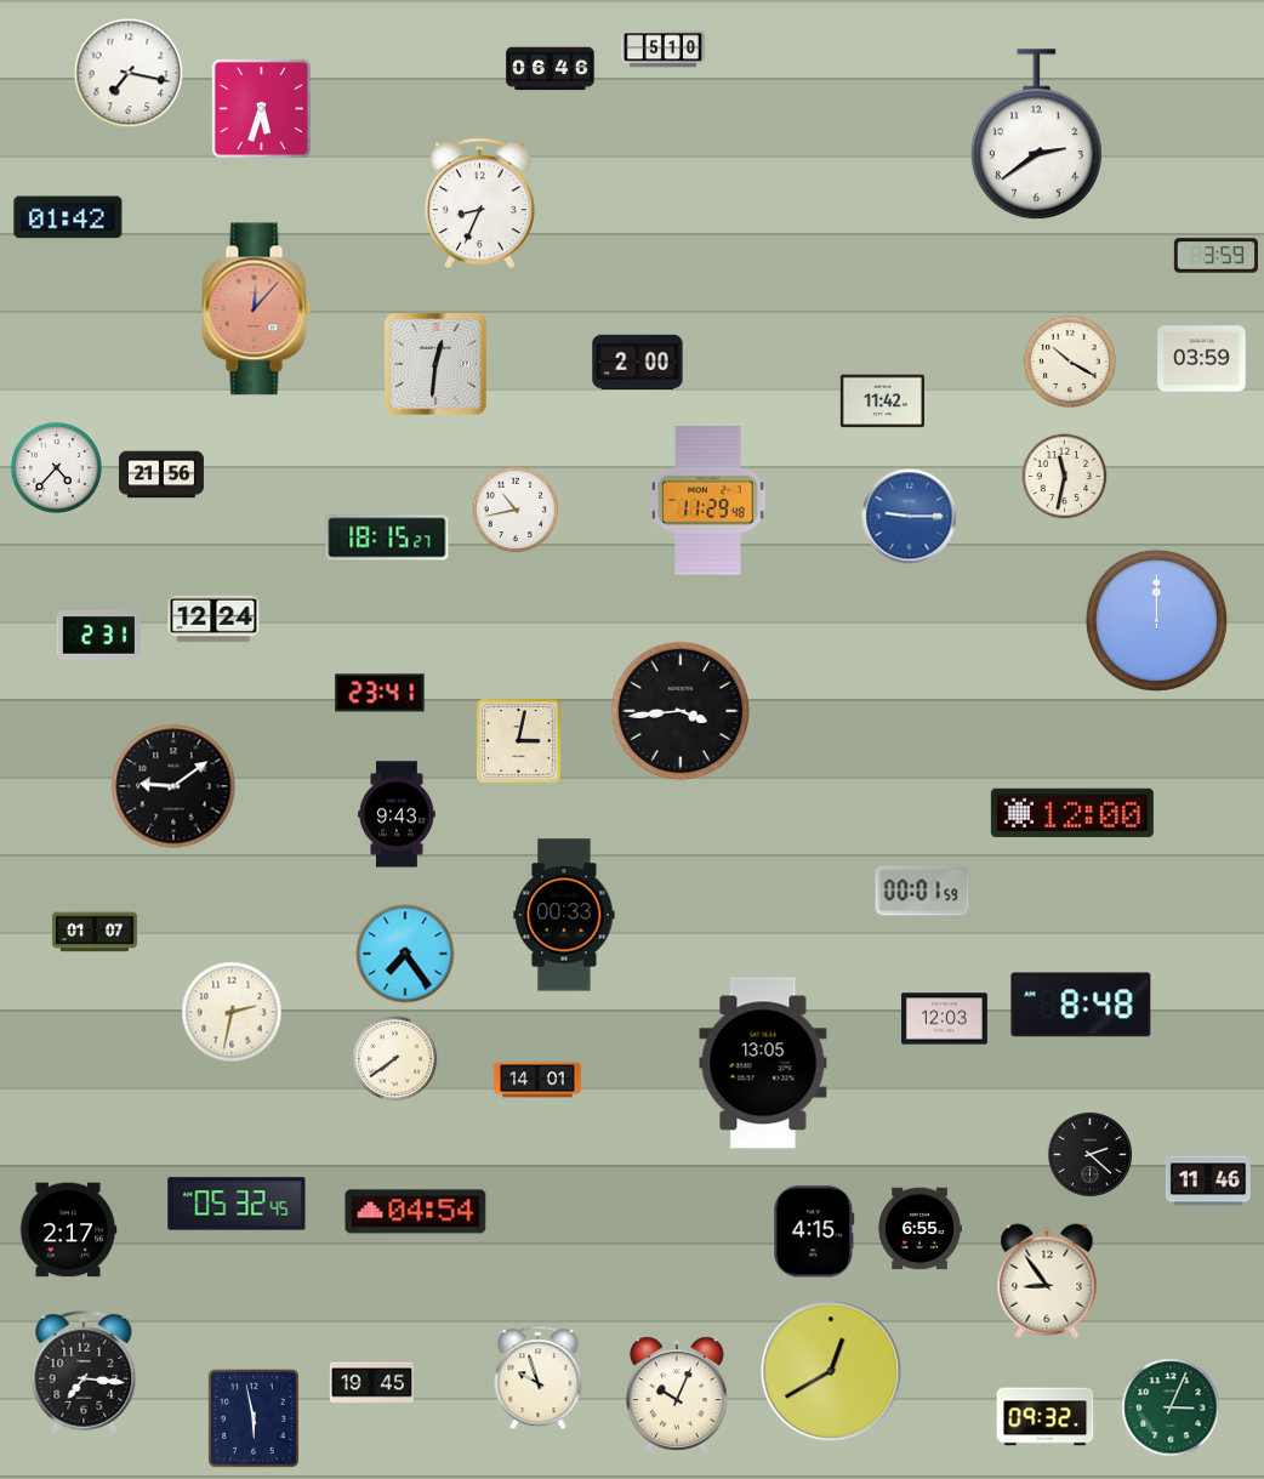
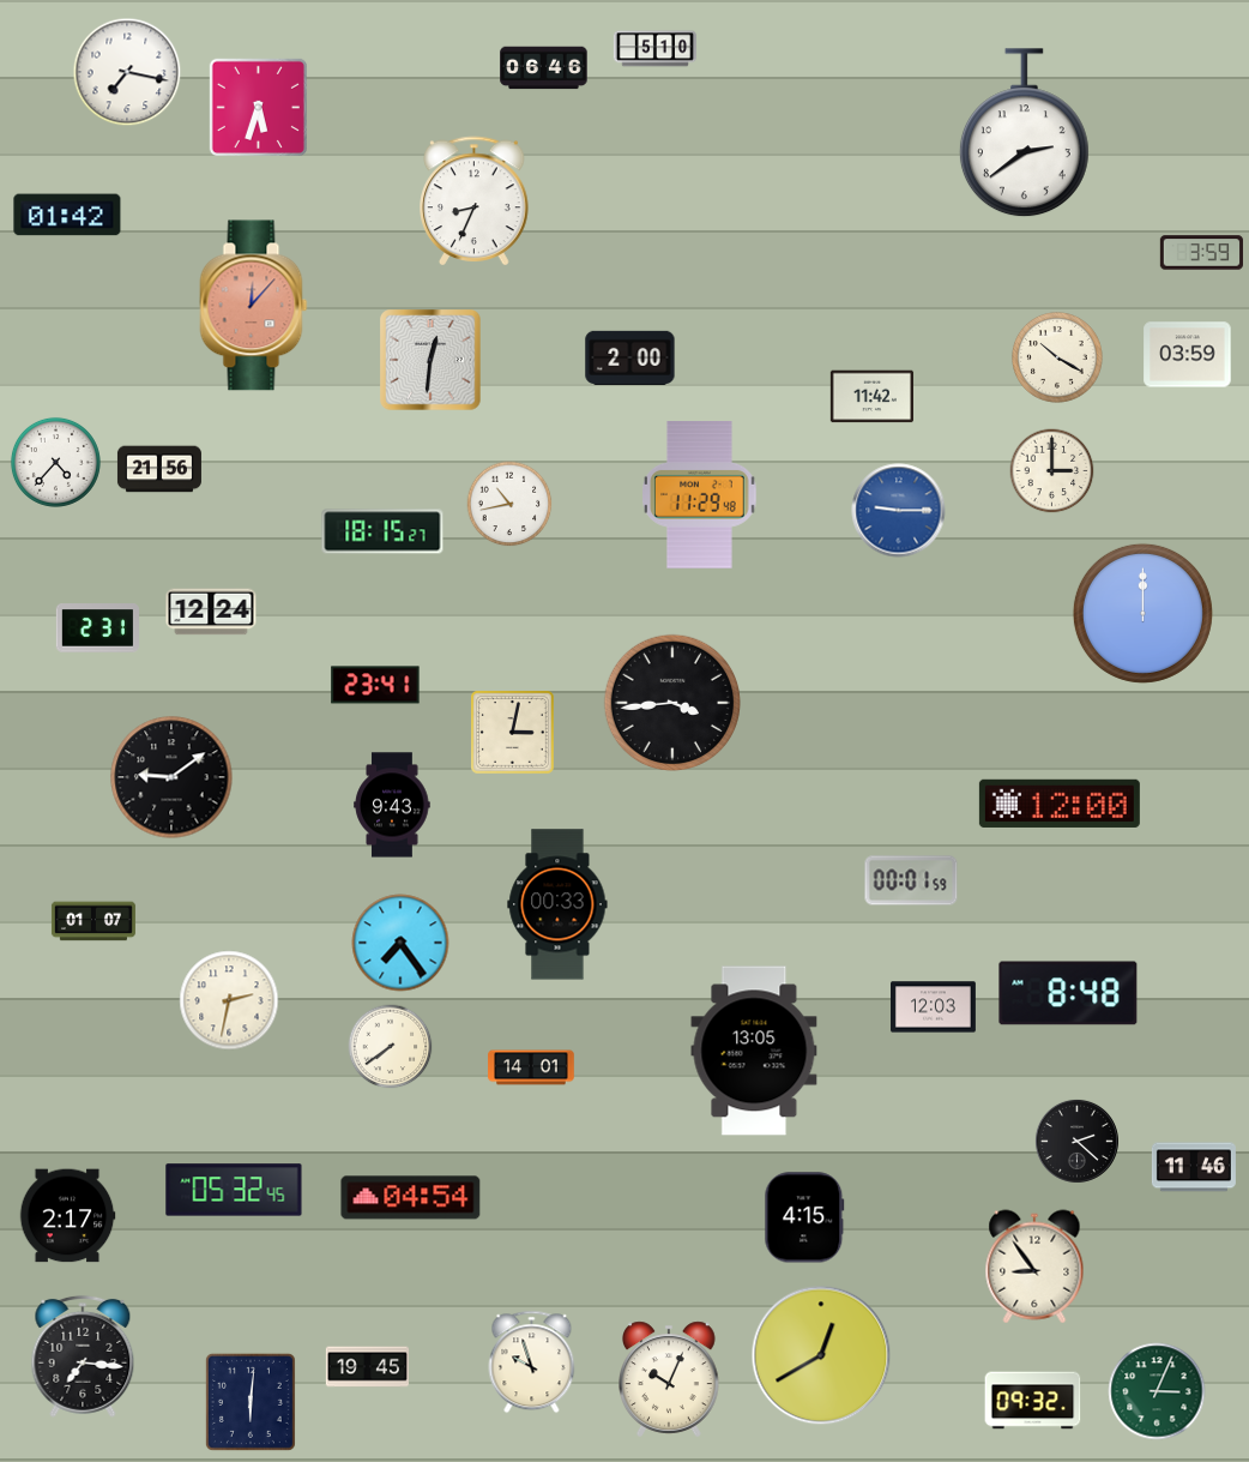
clock at (1065, 477): 11:32 -> 3:00
clock at (919, 1229): 6:55 -> none
clock at (254, 1418): 5:58 -> 6:01
